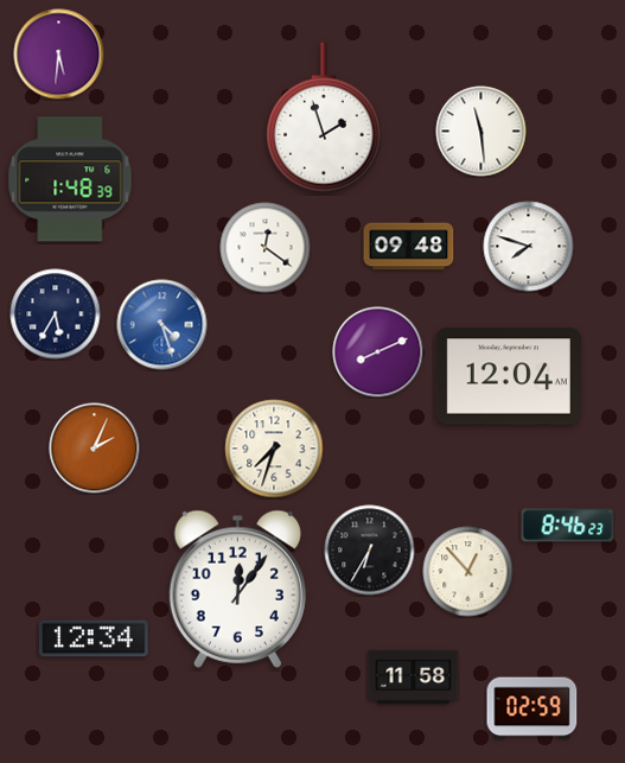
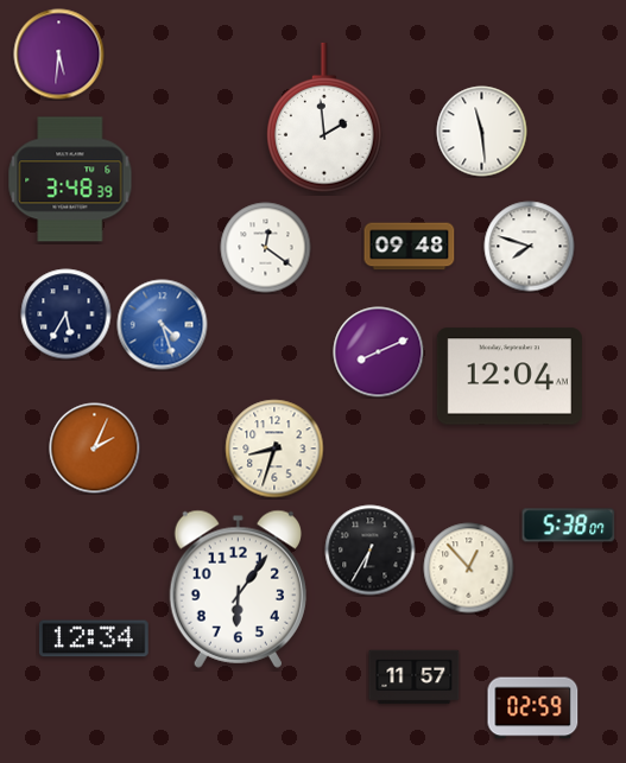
clock at (325, 117): 1:57 -> 1:59
clock at (70, 179): 1:48 -> 3:48
clock at (56, 314) position: (56, 314) -> (67, 314)
clock at (274, 449): 7:33 -> 8:33
clock at (568, 526): 8:46 -> 5:38
clock at (468, 572) position: (468, 572) -> (469, 568)
clock at (237, 589): 12:06 -> 6:06
clock at (414, 678): 11:58 -> 11:57
